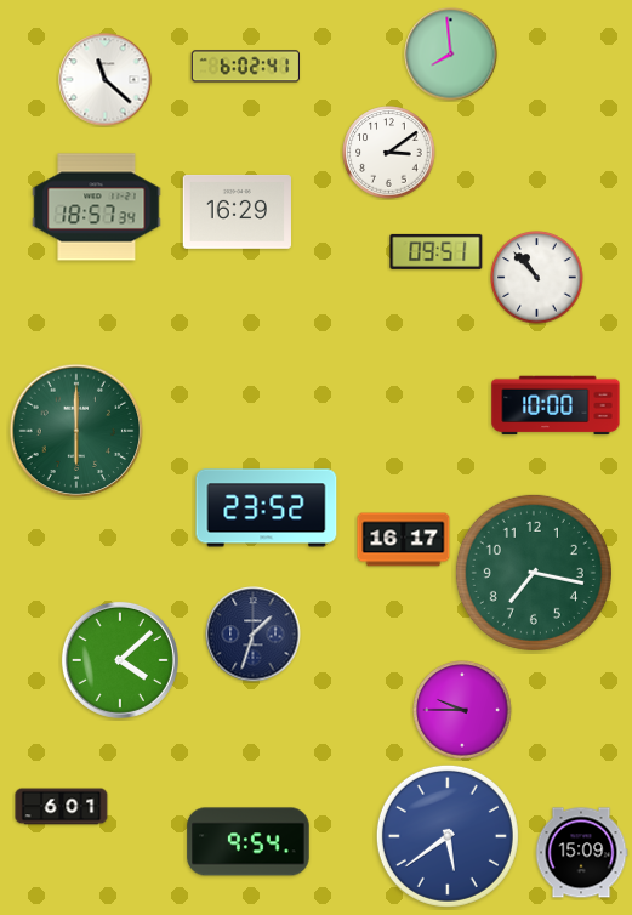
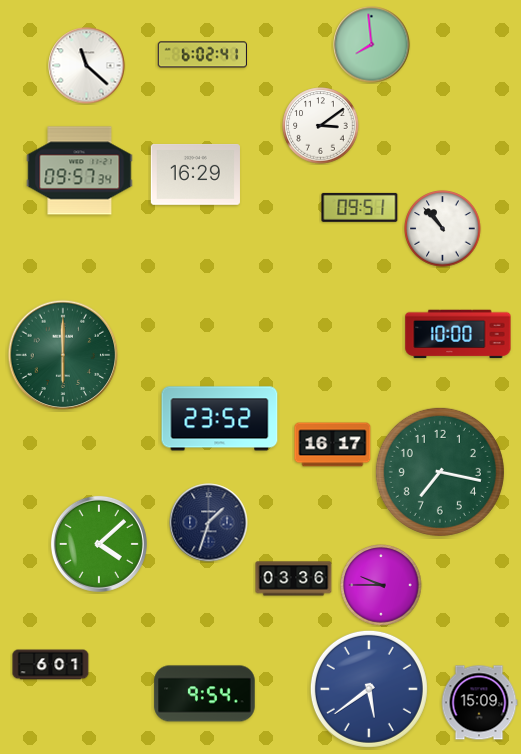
clock at (97, 208): 18:57 -> 09:57
clock at (294, 579): none -> 03:36
